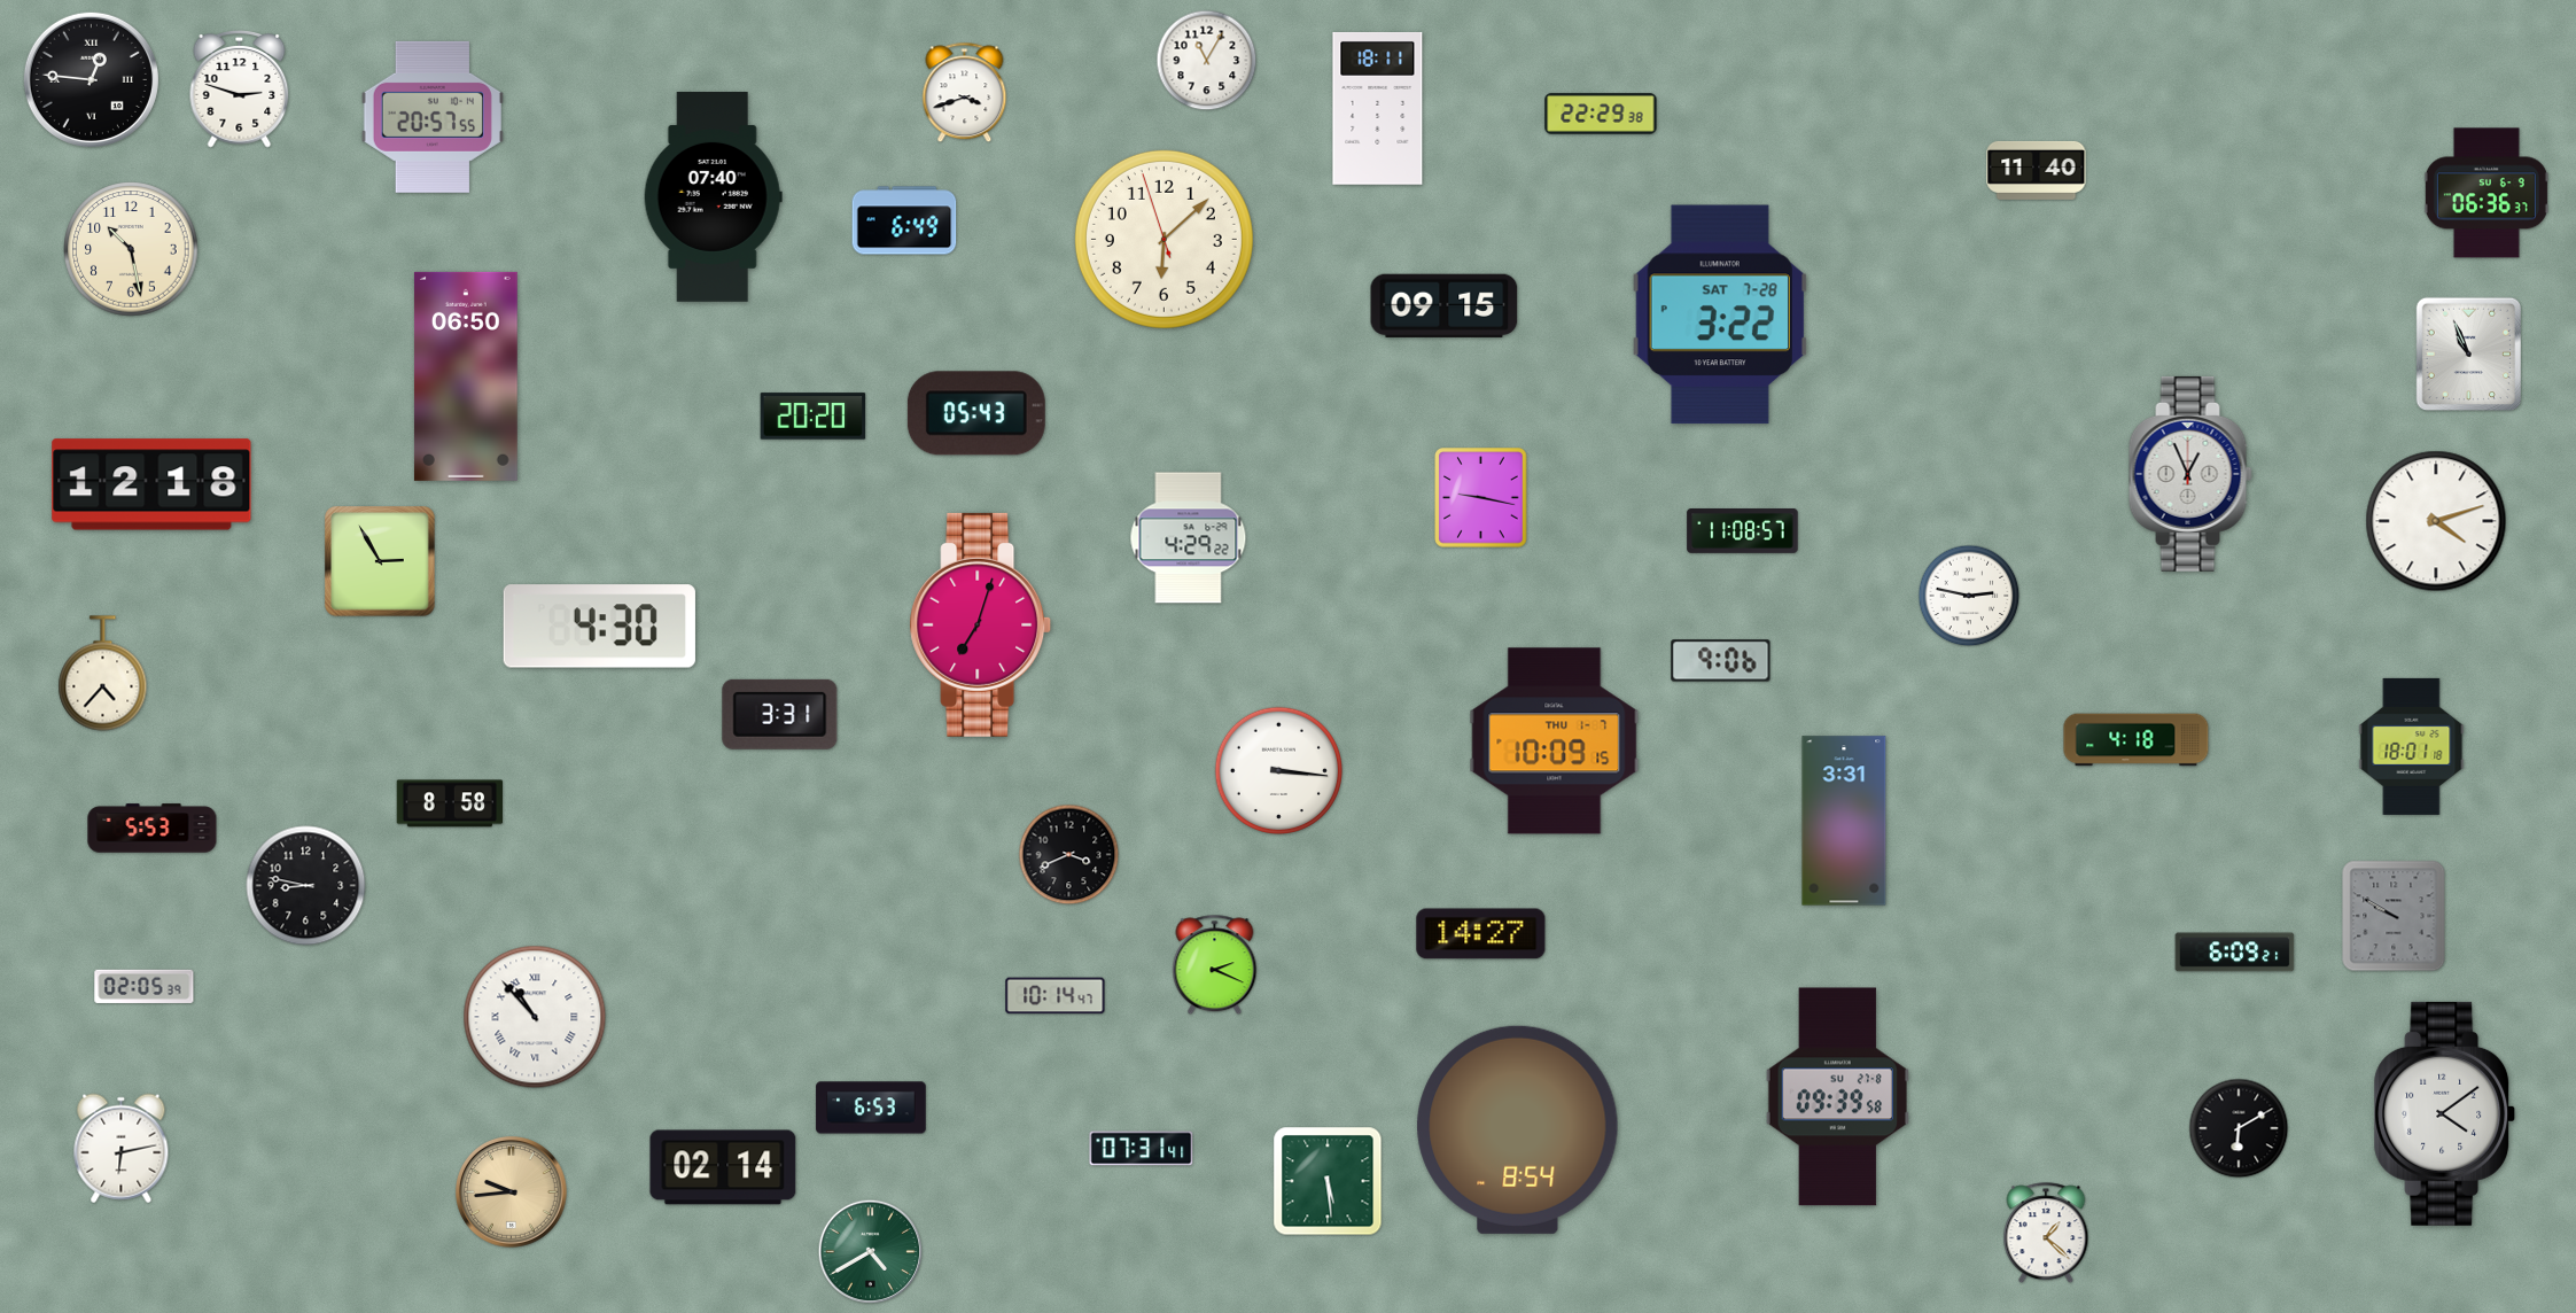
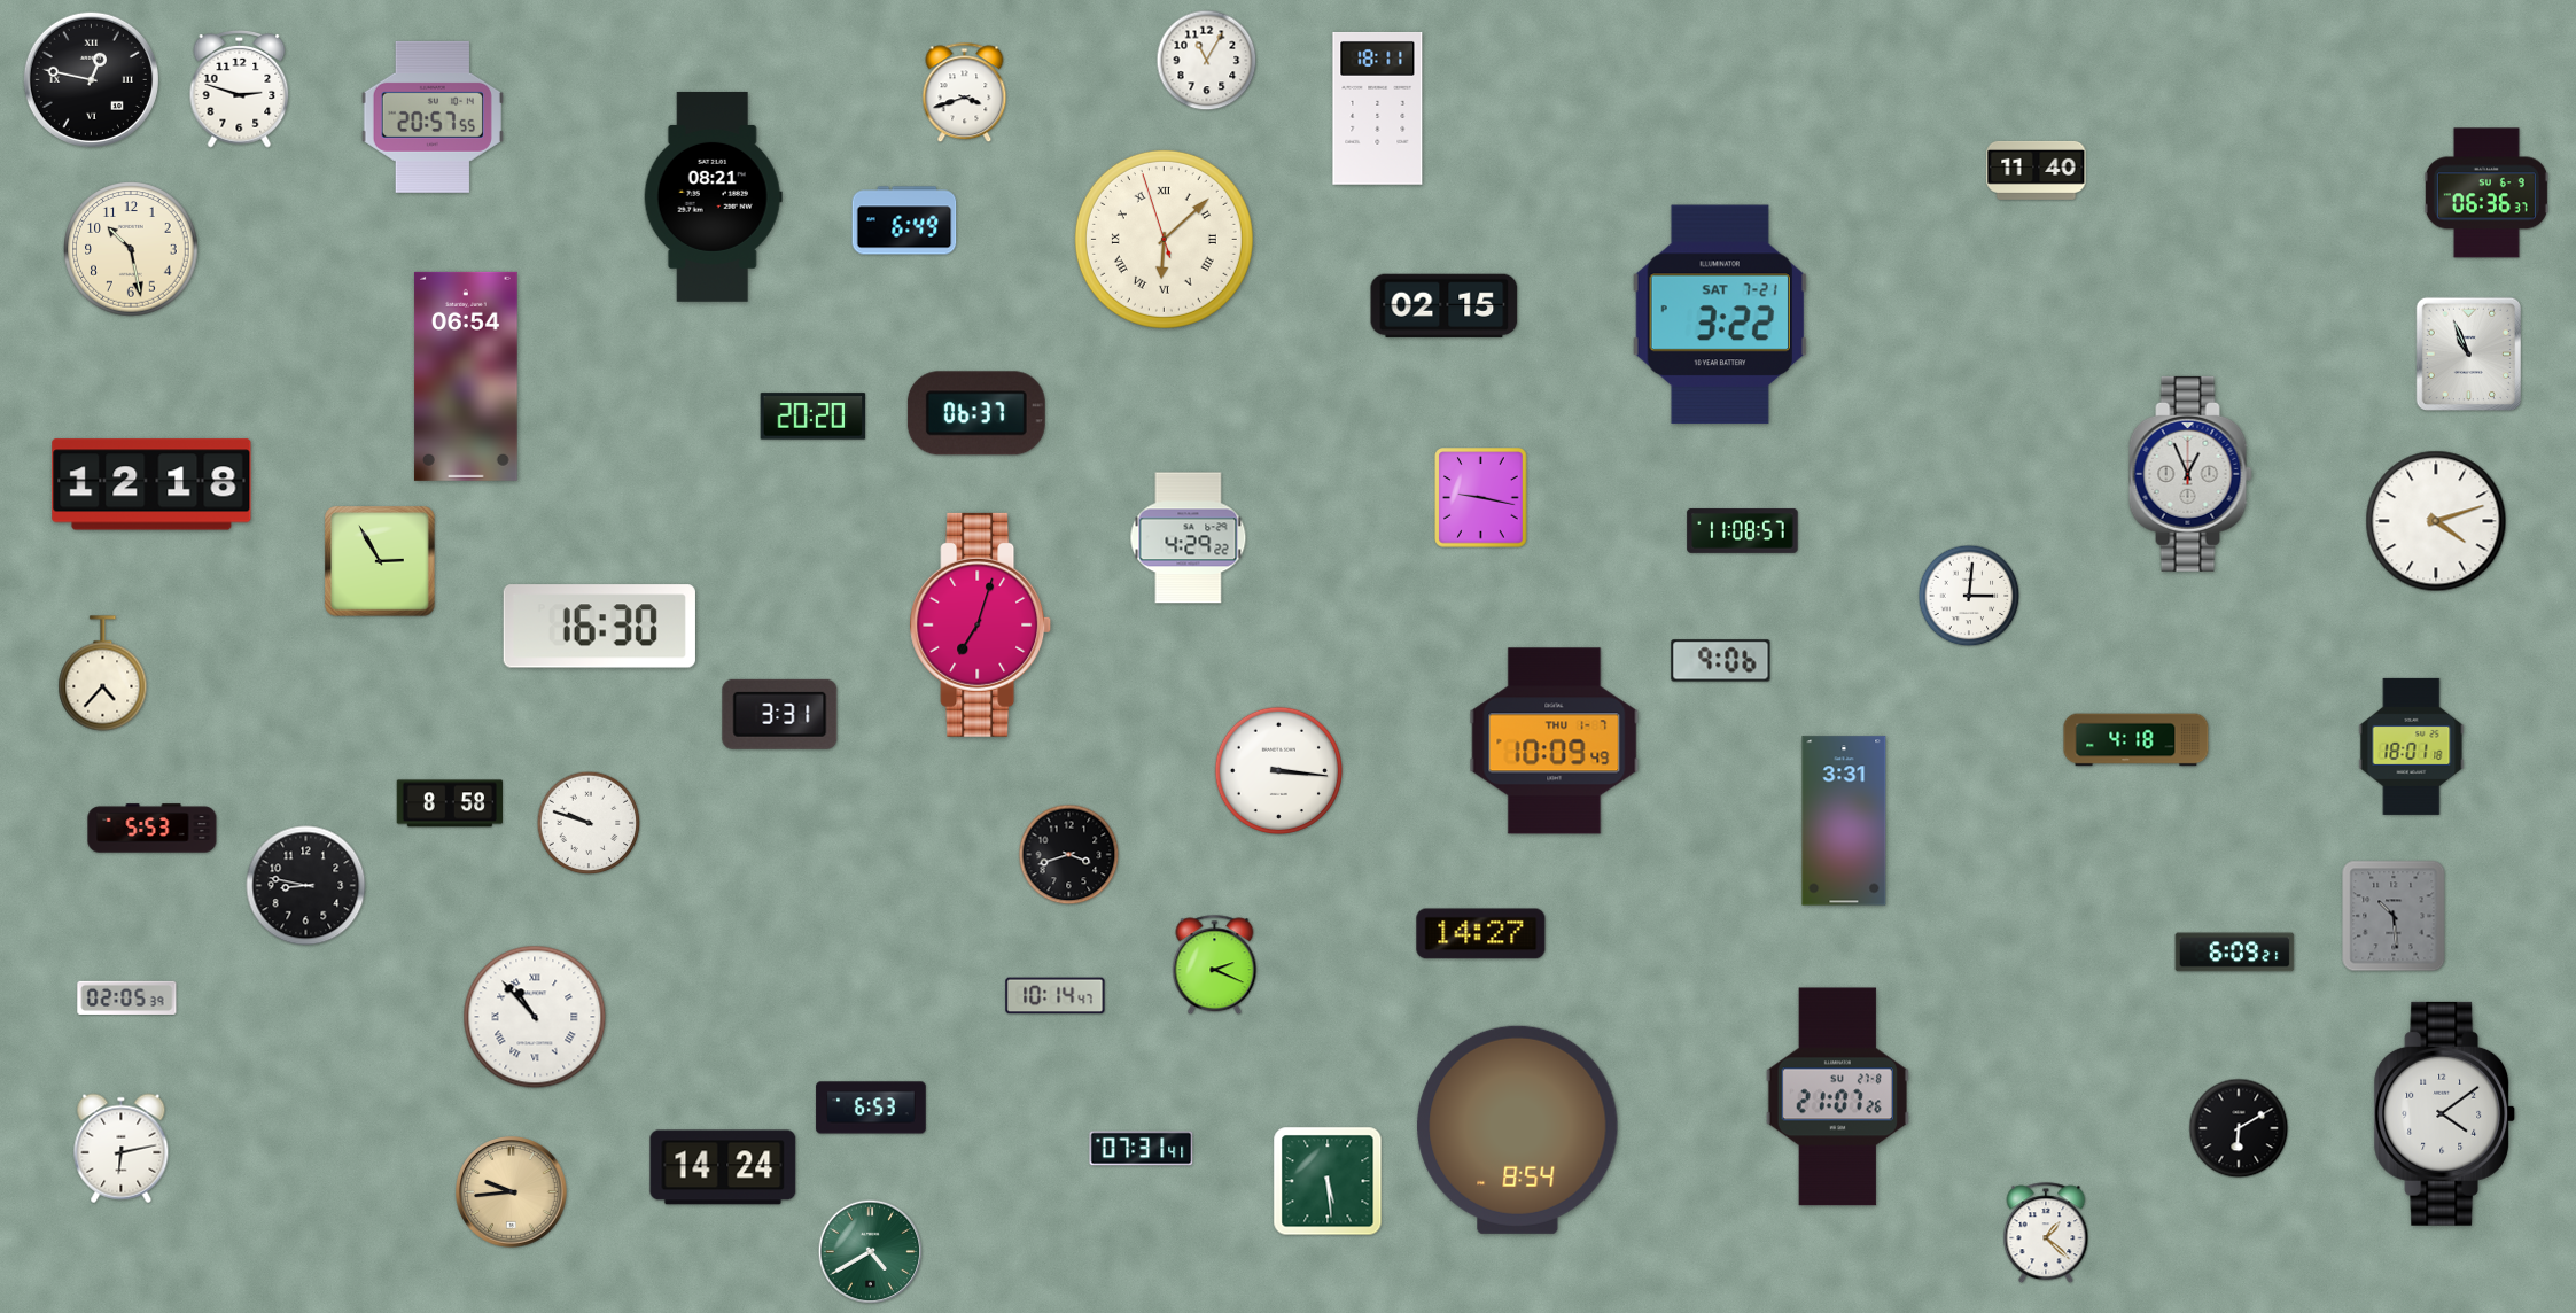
clock at (91, 79): 12:46 -> 12:47
clock at (1601, 114): 22:29 -> none
clock at (713, 196): 07:40 -> 08:21
clock at (1164, 239) numerals: Arabic -> Roman
clock at (1445, 305): 09:15 -> 02:15
clock at (1719, 314) date: SAT 7-28 -> SAT 7-21
clock at (466, 376): 06:50 -> 06:54
clock at (976, 413): 05:43 -> 06:37
clock at (1969, 596): 2:47 -> 3:01
clock at (599, 627): 4:30 -> 16:30
clock at (1555, 741): 10:09:15 -> 10:09:49
clock at (589, 823): none -> 9:48
clock at (1069, 855): 3:41 -> 3:42
clock at (2394, 916): 9:50 -> 10:29
clock at (145, 986) position: (145, 986) -> (127, 997)
clock at (1837, 1097): 09:39 -> 21:07
clock at (723, 1167): 02:14 -> 14:24
